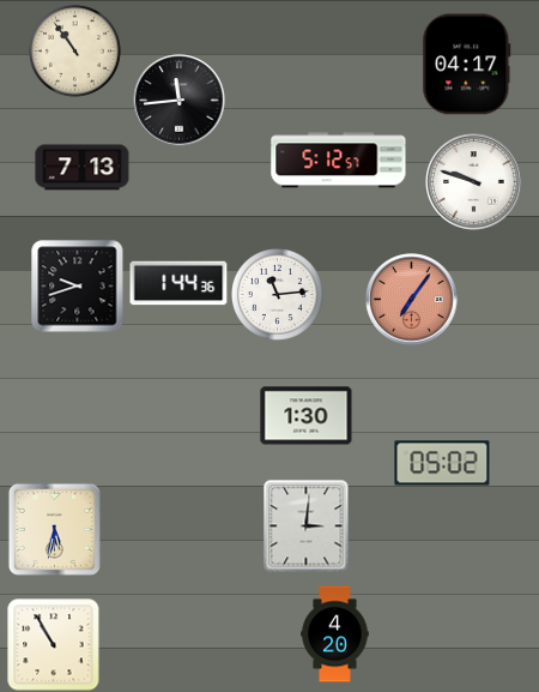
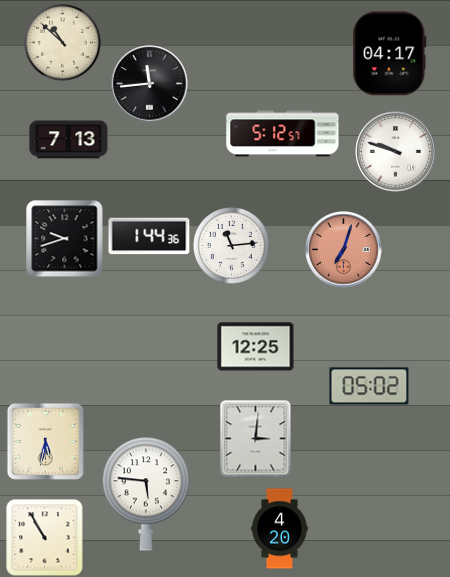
clock at (75, 52): 10:54 -> 10:52
clock at (412, 300): 7:06 -> 7:03
clock at (307, 416): 1:30 -> 12:25
clock at (145, 494): none -> 5:46
